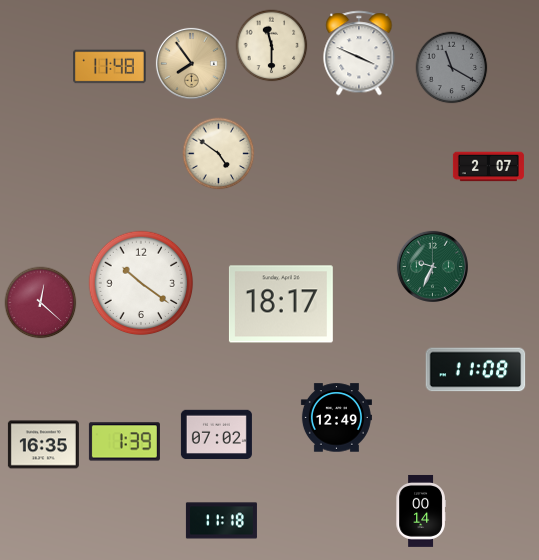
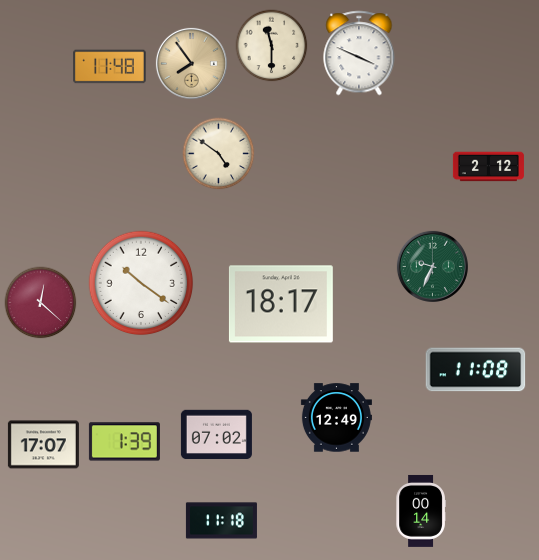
clock at (452, 68): 11:20 -> none
clock at (488, 167): 2:07 -> 2:12
clock at (43, 445): 16:35 -> 17:07
